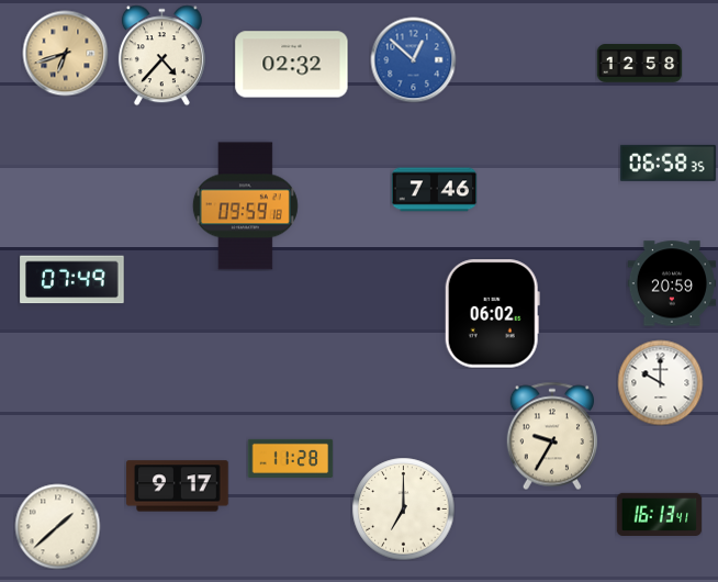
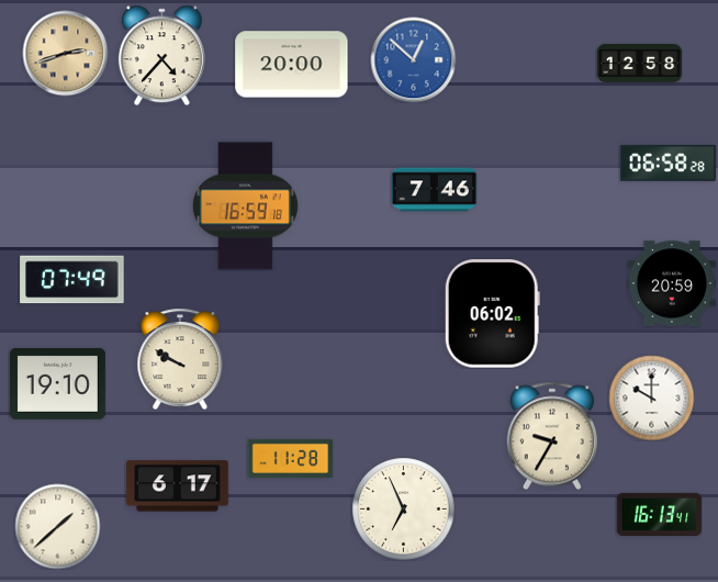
clock at (65, 53): 6:42 -> 2:42
clock at (292, 65): 02:32 -> 20:00
clock at (667, 163): 06:58:35 -> 06:58:28
clock at (245, 206): 09:59 -> 16:59
clock at (180, 359): none -> 9:50
clock at (660, 382) position: (660, 382) -> (651, 398)
clock at (57, 383): none -> 19:10
clock at (178, 486): 9:17 -> 6:17
clock at (403, 508): 7:00 -> 6:56
